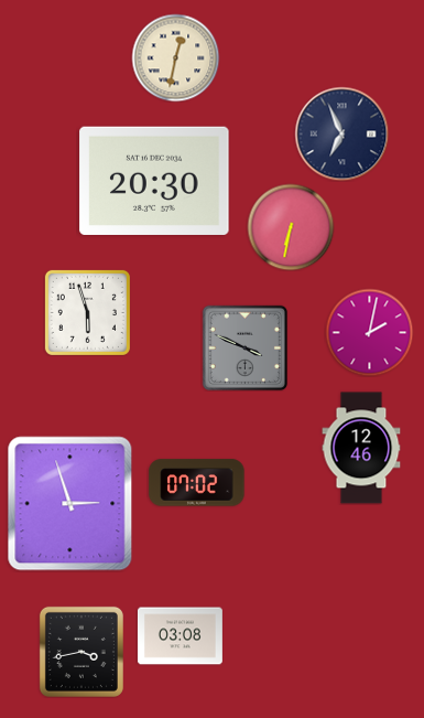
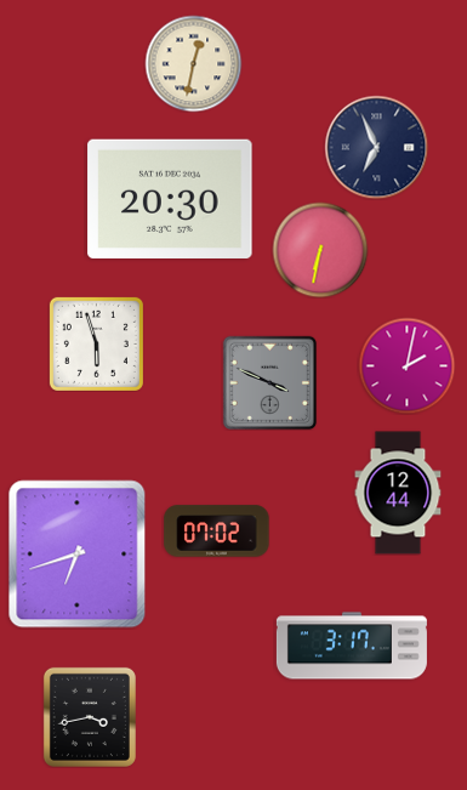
clock at (361, 448): 12:46 -> 12:44
clock at (70, 504): 2:57 -> 6:42
clock at (352, 646): none -> 3:17
clock at (180, 636): 03:08 -> none
